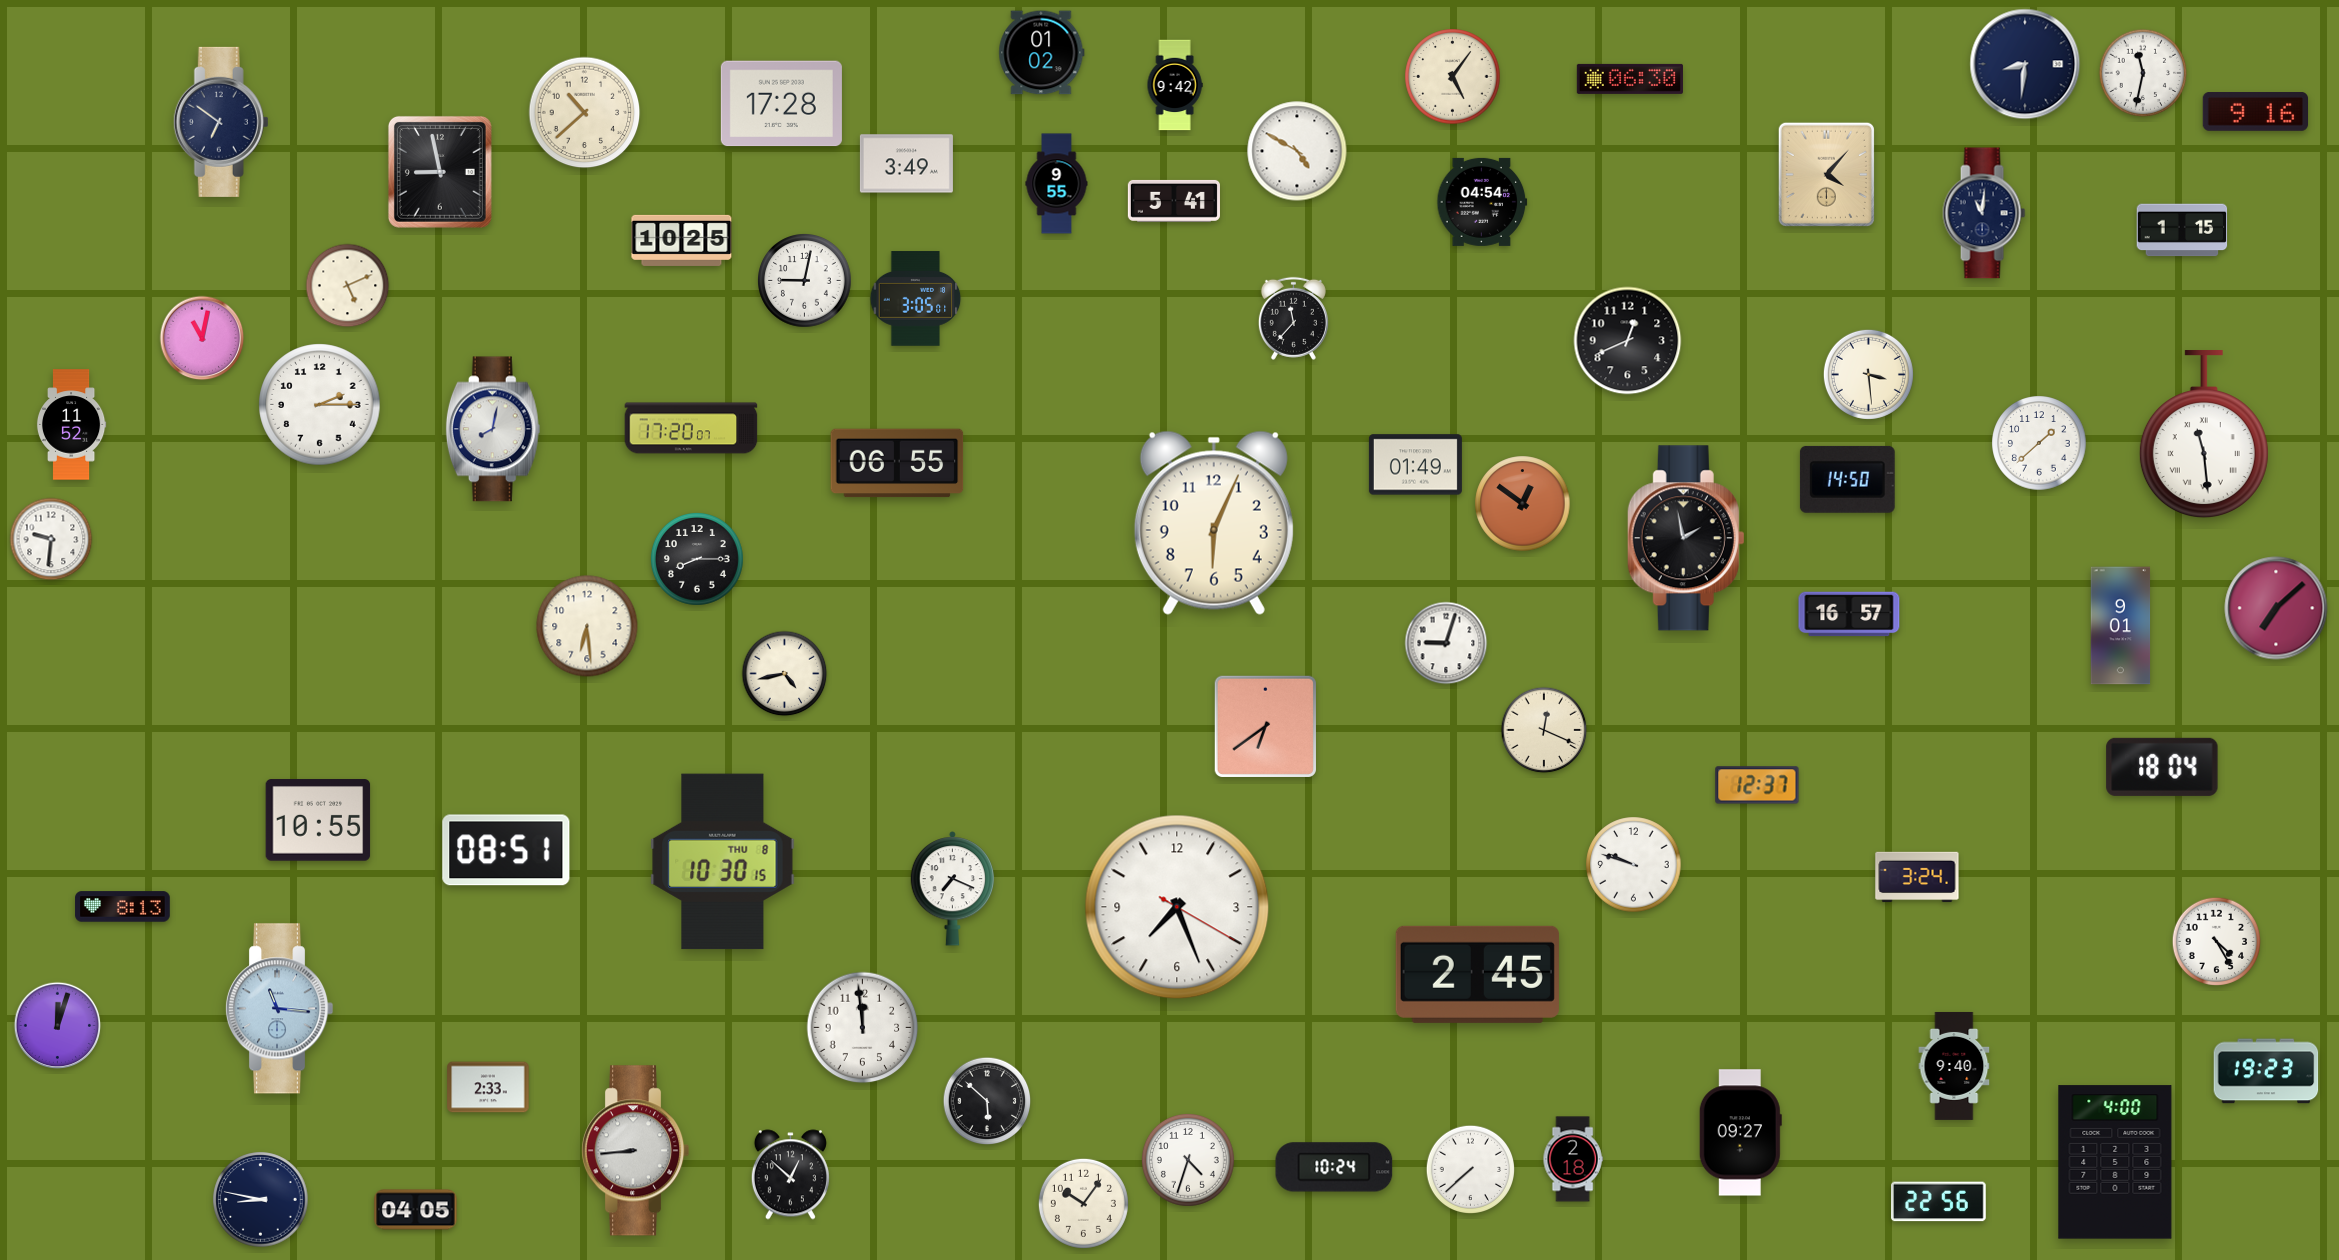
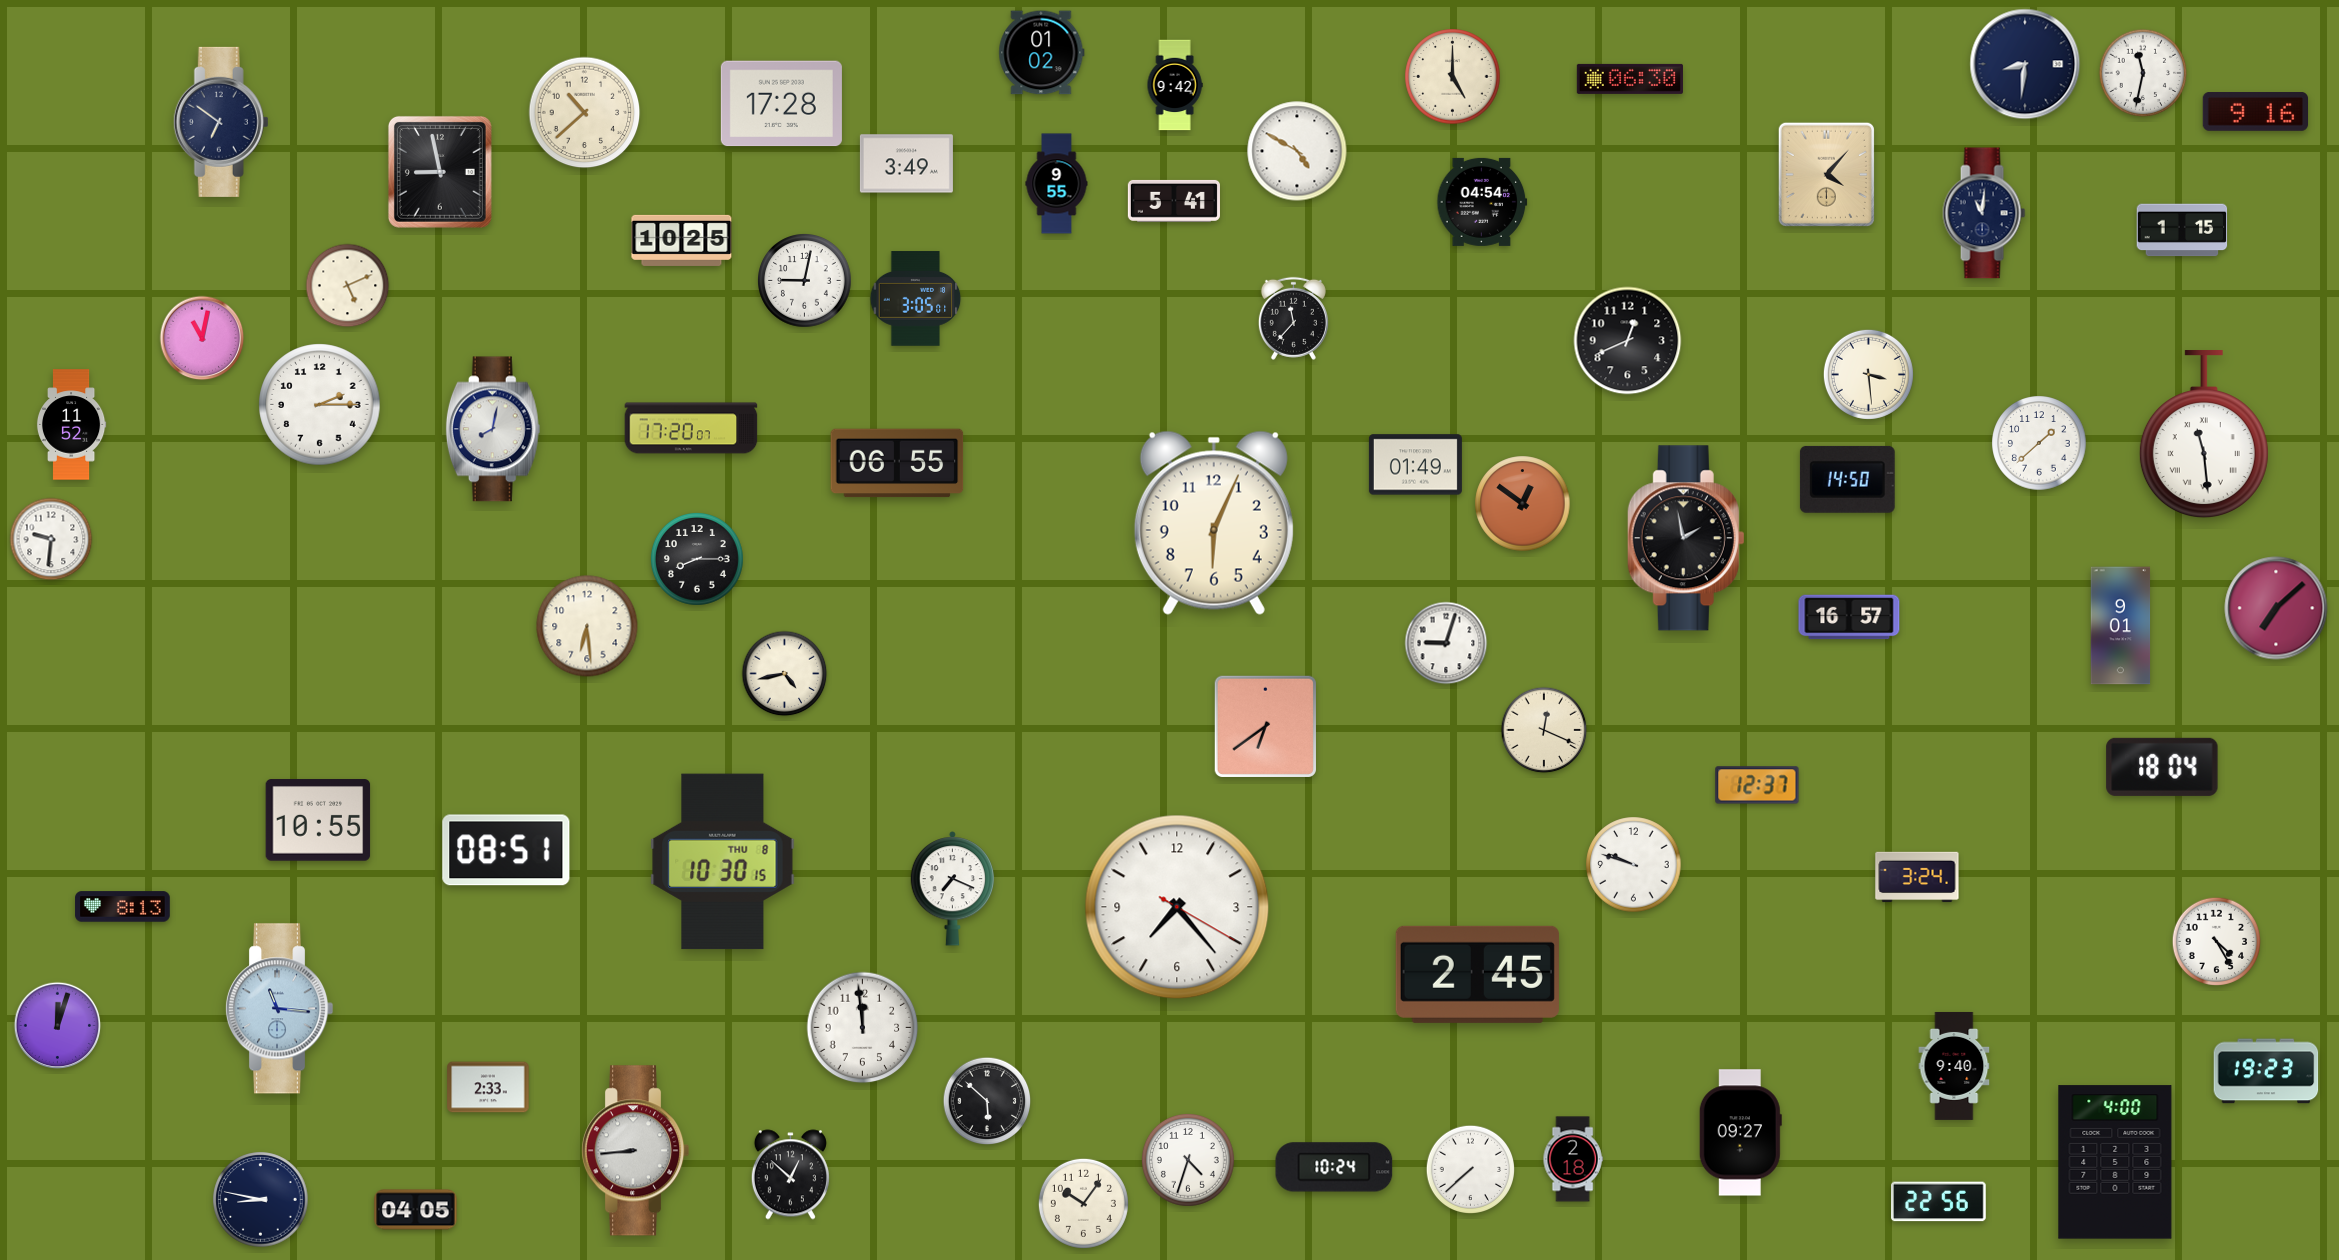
clock at (1453, 77): 5:06 -> 5:00
clock at (1849, 614) position: (1849, 614) -> (1849, 617)
clock at (1177, 907): 7:26 -> 7:23
